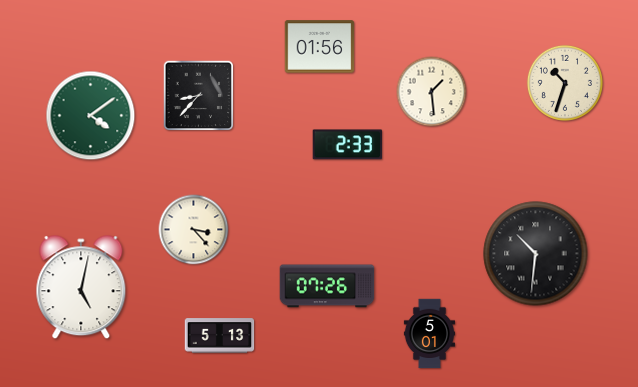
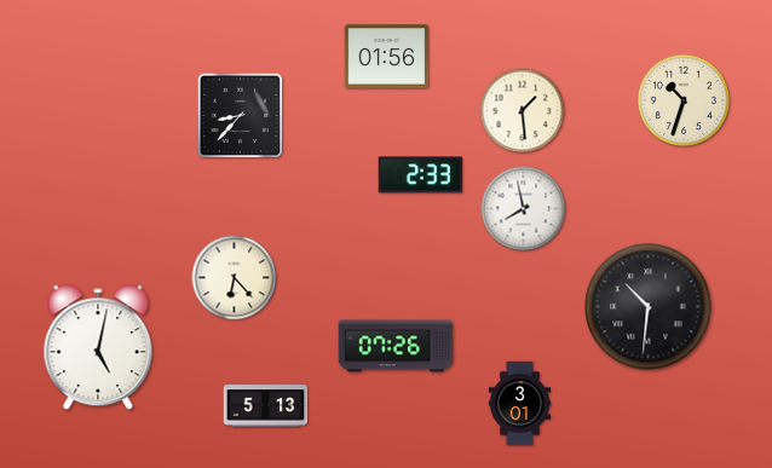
clock at (91, 116): 4:09 -> none
clock at (524, 209): none -> 7:58
clock at (194, 230): 3:23 -> 6:23
clock at (429, 334): 5:01 -> 3:01
